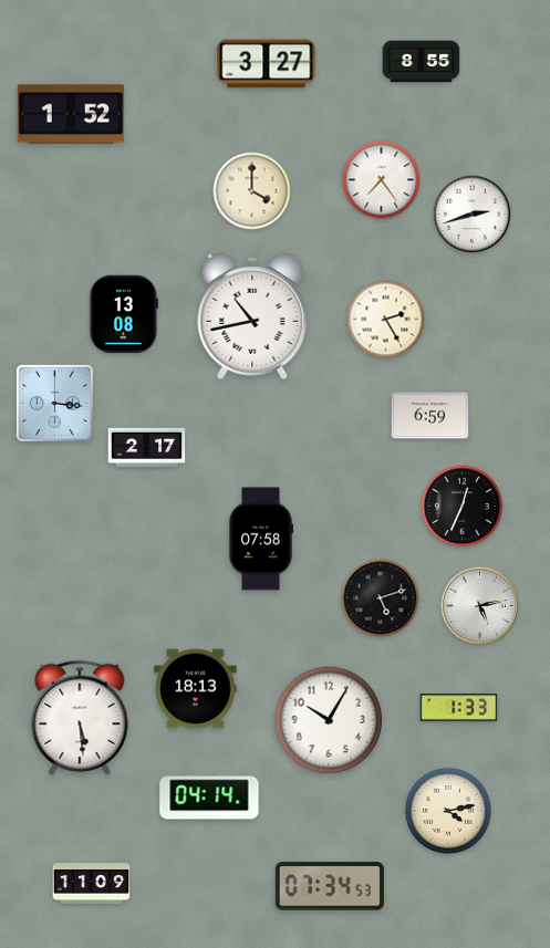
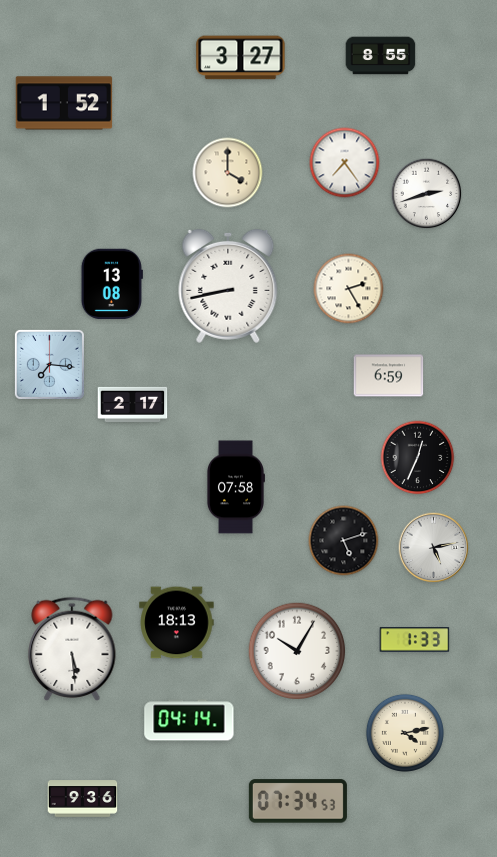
clock at (252, 316): 10:43 -> 8:43
clock at (54, 403): 3:16 -> 7:16
clock at (92, 884): 11:09 -> 9:36
